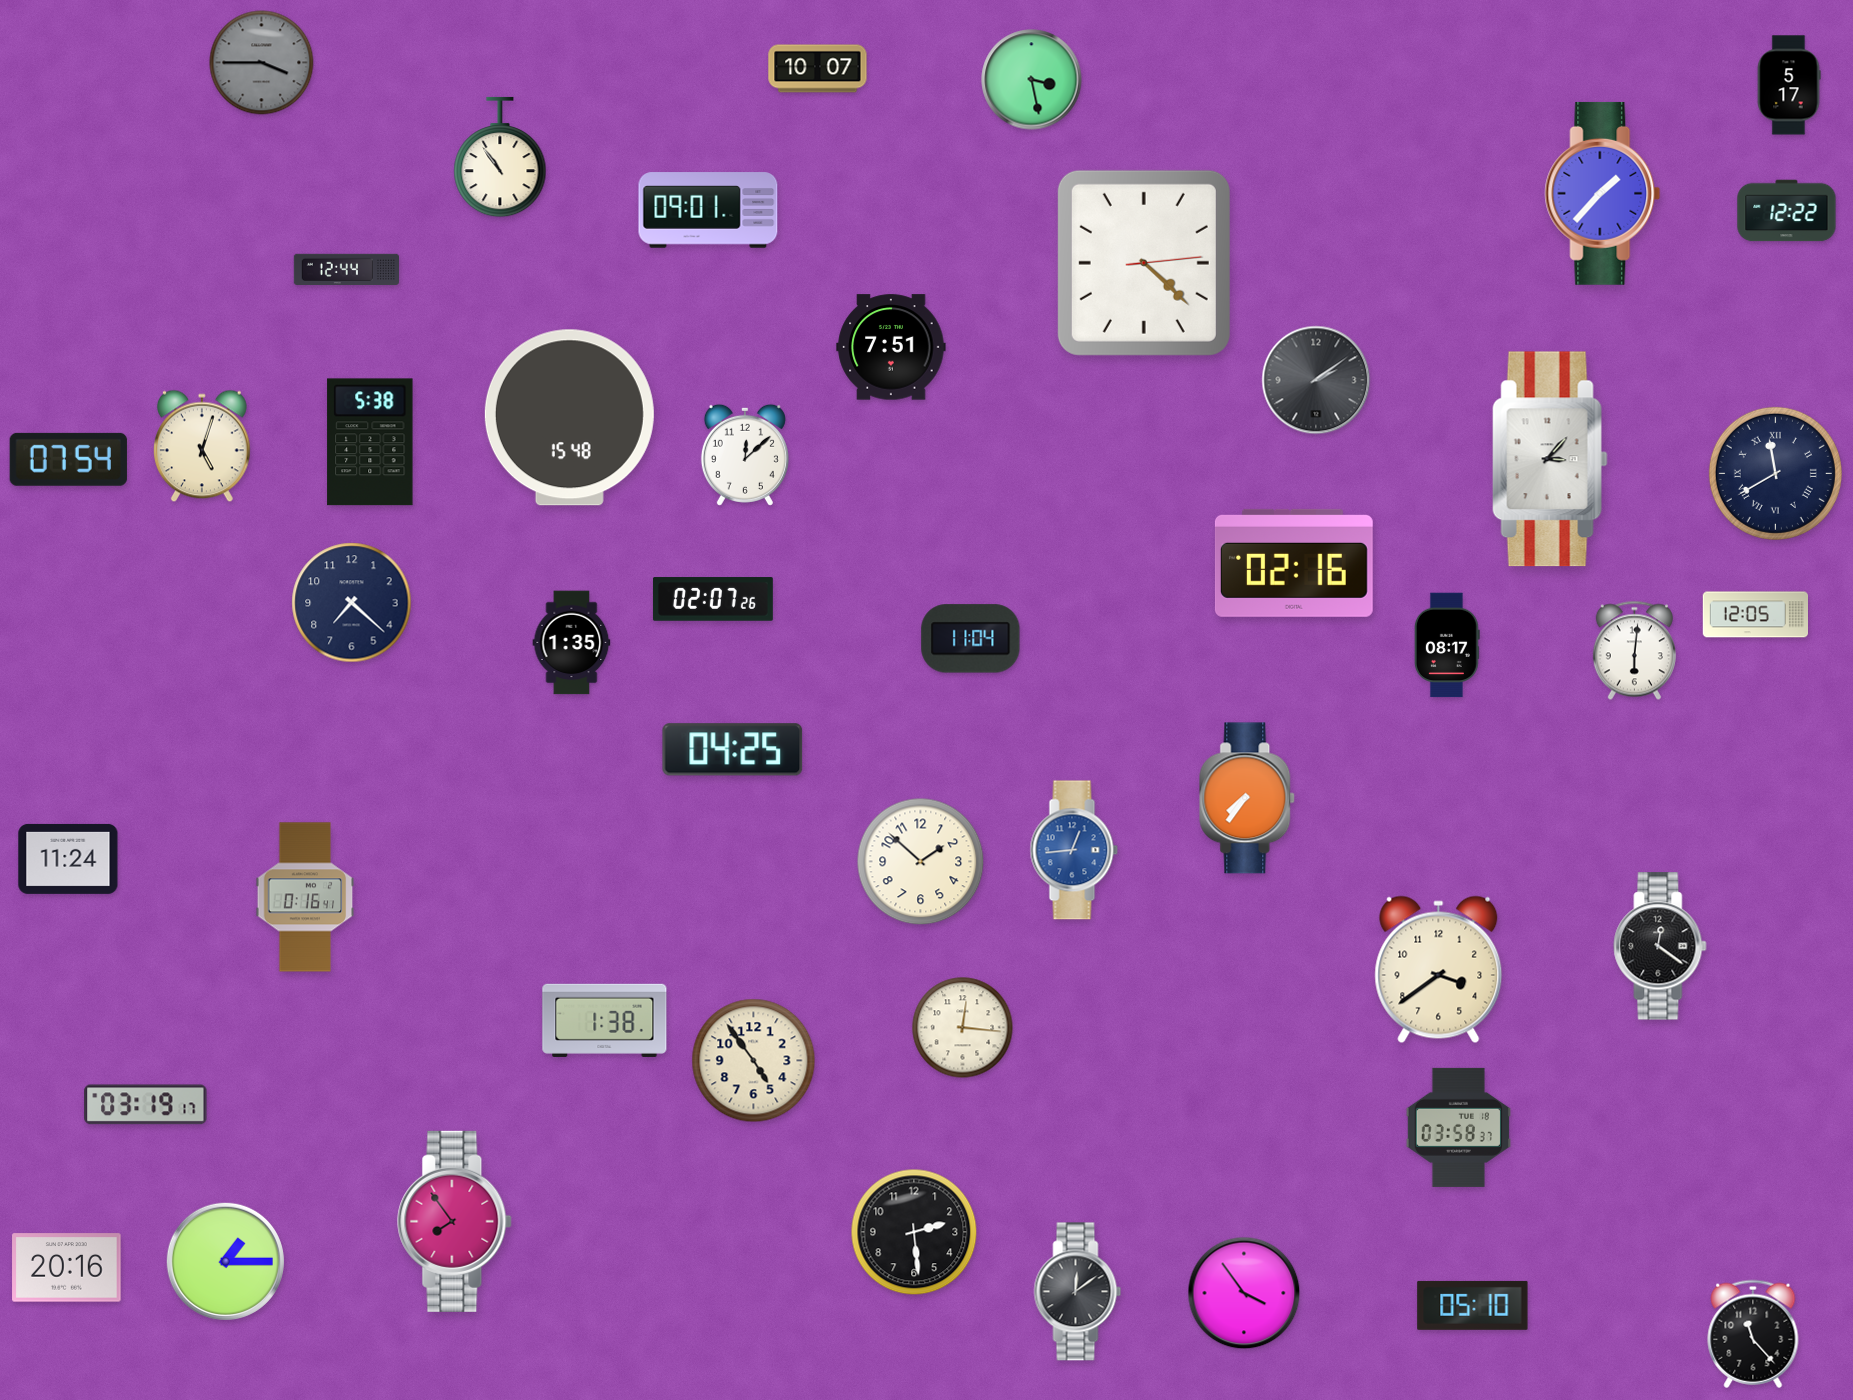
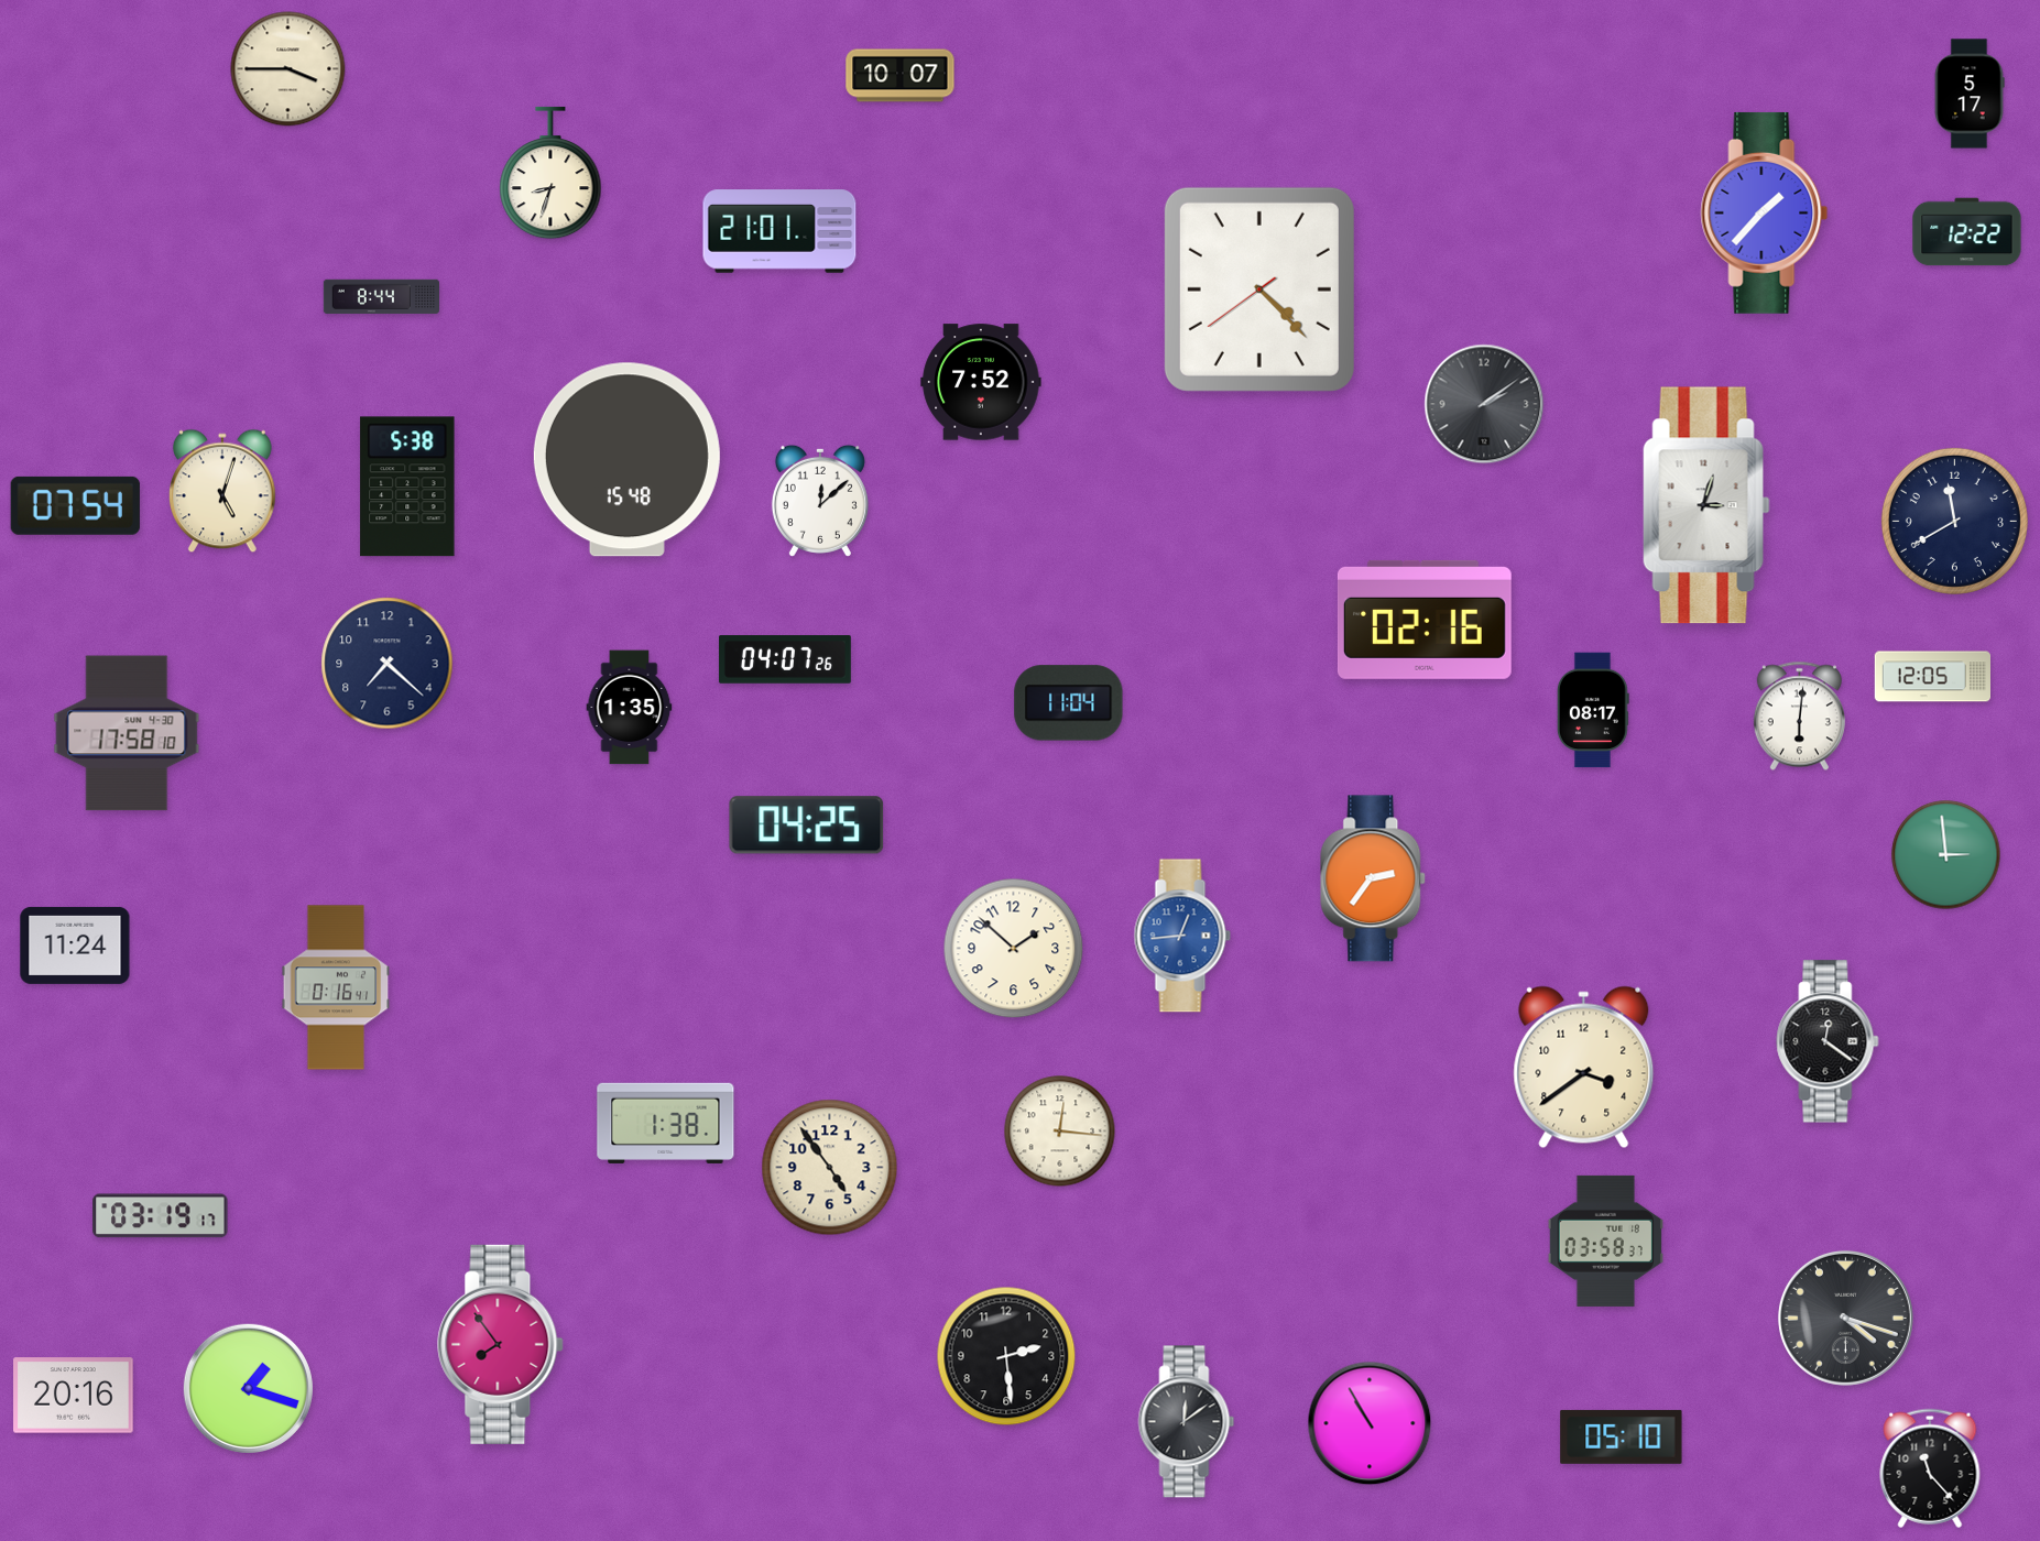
clock at (262, 63) dial: grey -> cream
clock at (1032, 80): 3:28 -> none
clock at (500, 157): 10:54 -> 8:33
clock at (708, 210): 09:01 -> 21:01
clock at (1144, 263): 4:22:14 -> 4:22:39
clock at (346, 269): 12:44 -> 8:44
clock at (891, 347): 7:51 -> 7:52
clock at (1316, 380) position: (1316, 380) -> (1484, 404)
clock at (1550, 459): 3:07 -> 3:03
clock at (1775, 473) numerals: Roman -> Arabic
clock at (713, 599): 02:07 -> 04:07
clock at (127, 733): none -> 17:58
clock at (1946, 855): none -> 2:59
clock at (1248, 798): 7:36 -> 2:36
clock at (1845, 1318): none -> 4:18
clock at (225, 1261): 1:15 -> 1:18
clock at (1244, 1293): 3:54 -> 10:55
